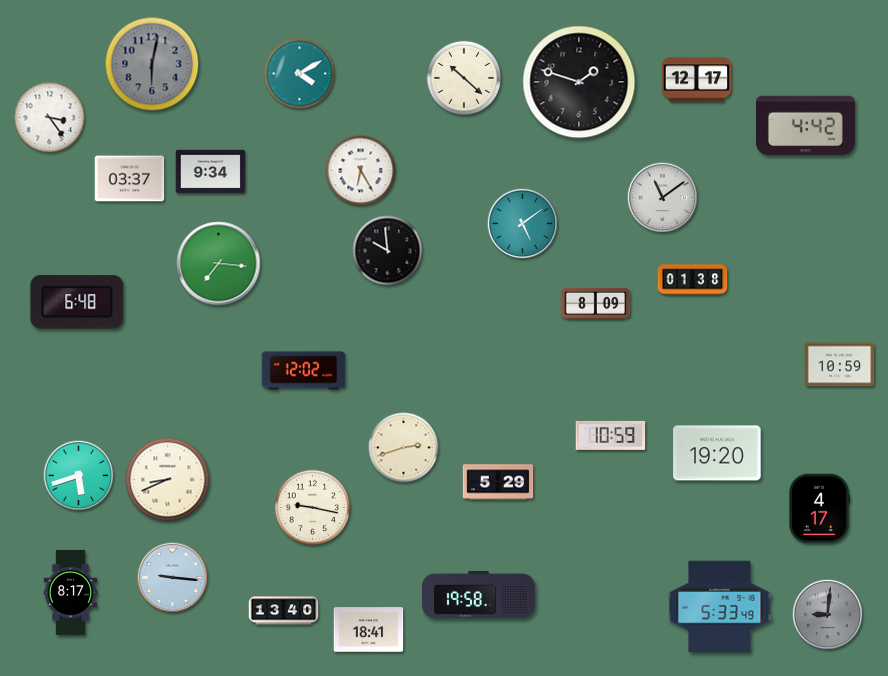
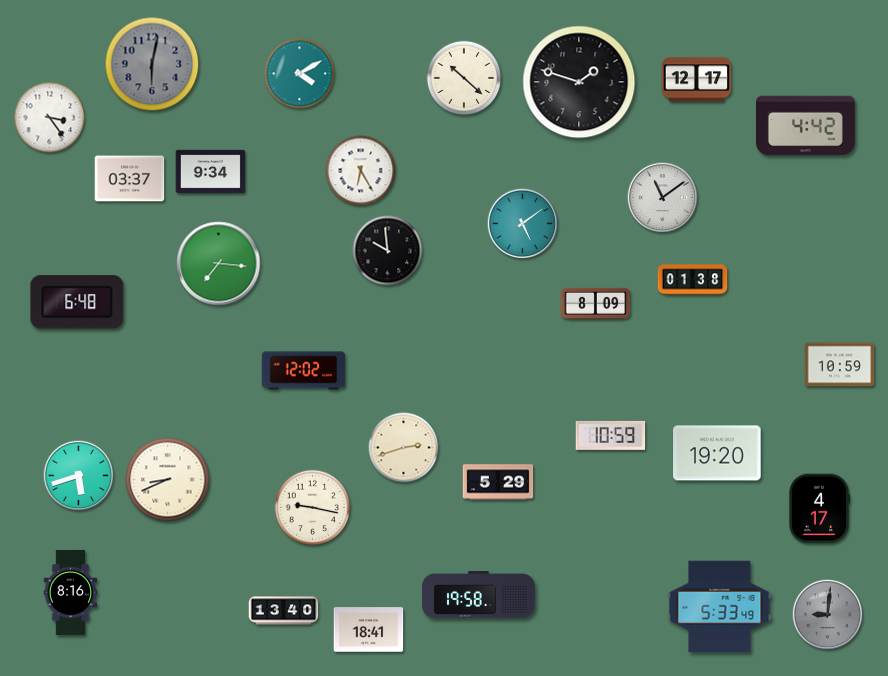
clock at (173, 578): 9:16 -> none
clock at (71, 592): 8:17 -> 8:16
